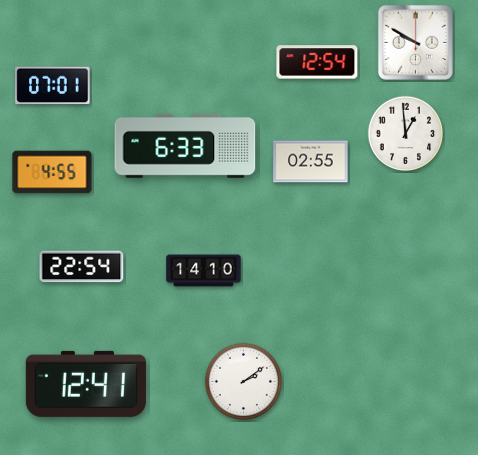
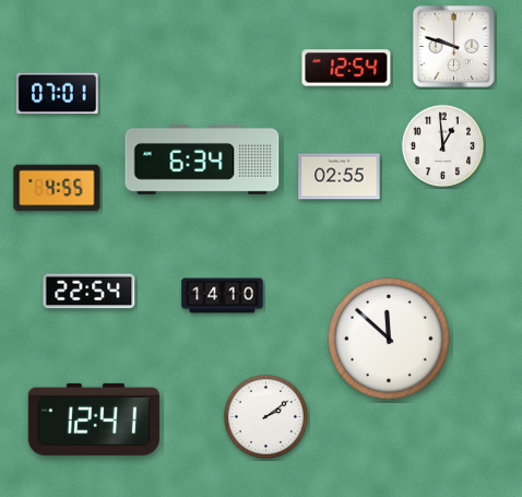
clock at (415, 42): 9:50 -> 9:48
clock at (185, 146): 6:33 -> 6:34
clock at (389, 339): none -> 11:52
